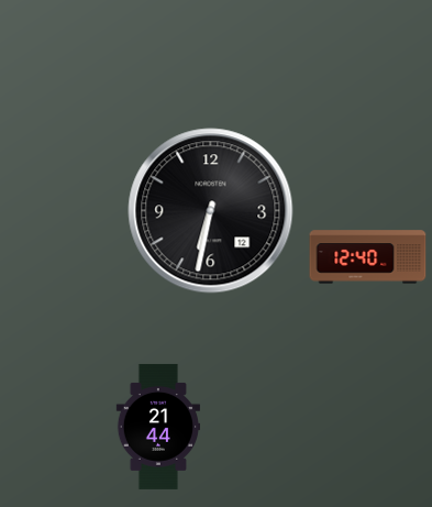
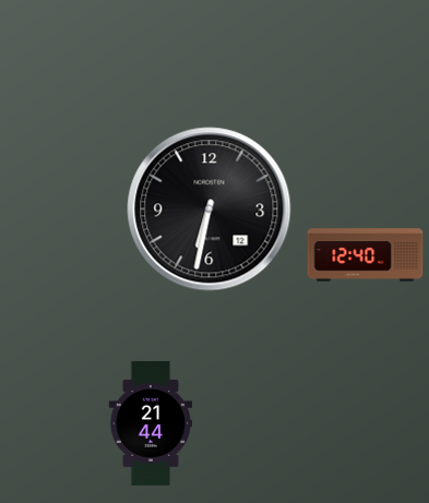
clock at (157, 427) position: (157, 427) -> (150, 423)
